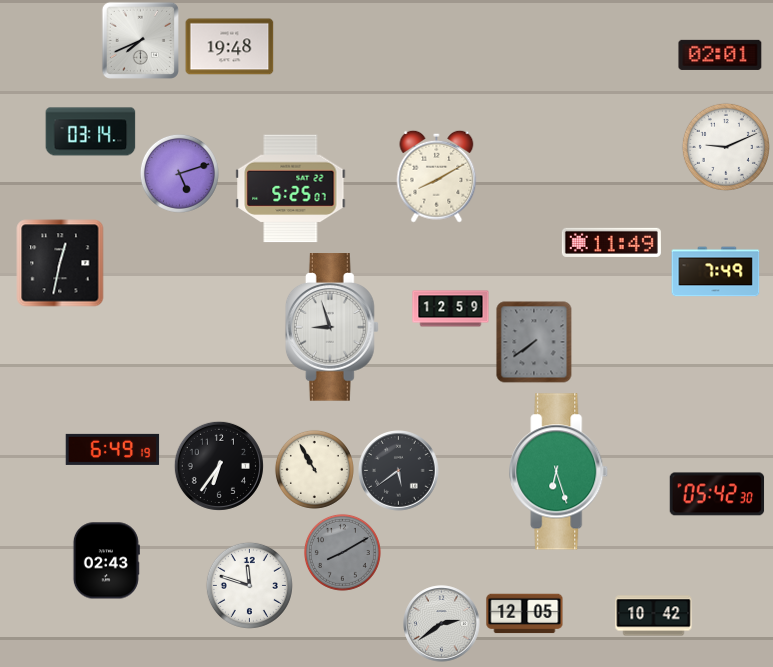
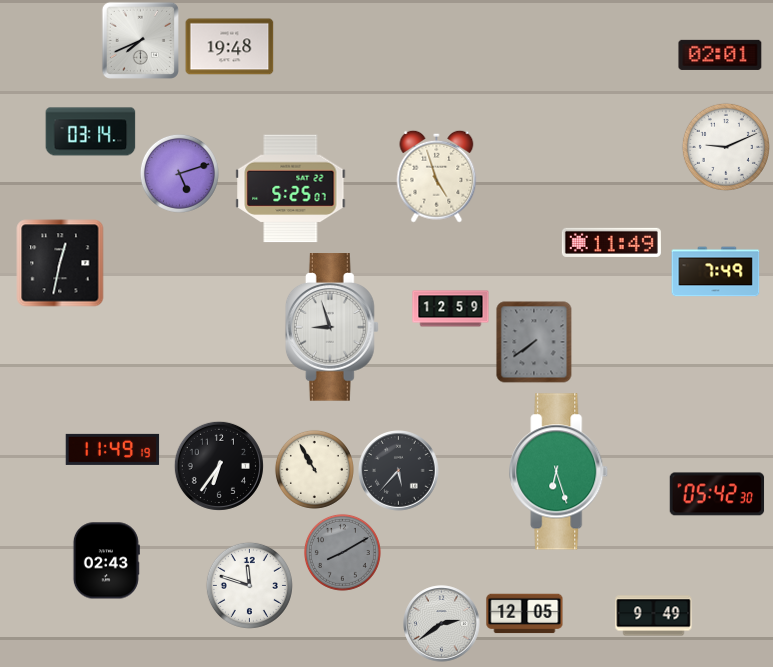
clock at (437, 176): 8:10 -> 4:57
clock at (113, 449): 6:49 -> 11:49
clock at (399, 471): 5:39 -> 5:37
clock at (654, 616): 10:42 -> 9:49
